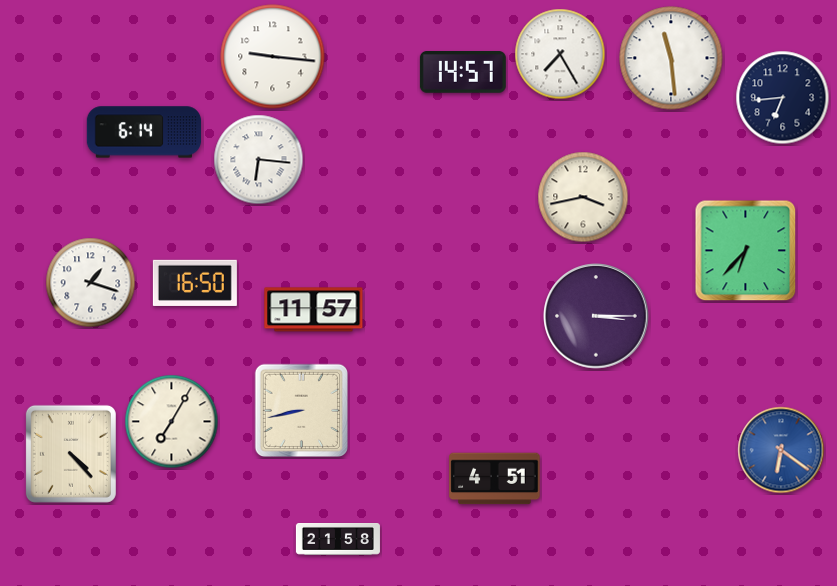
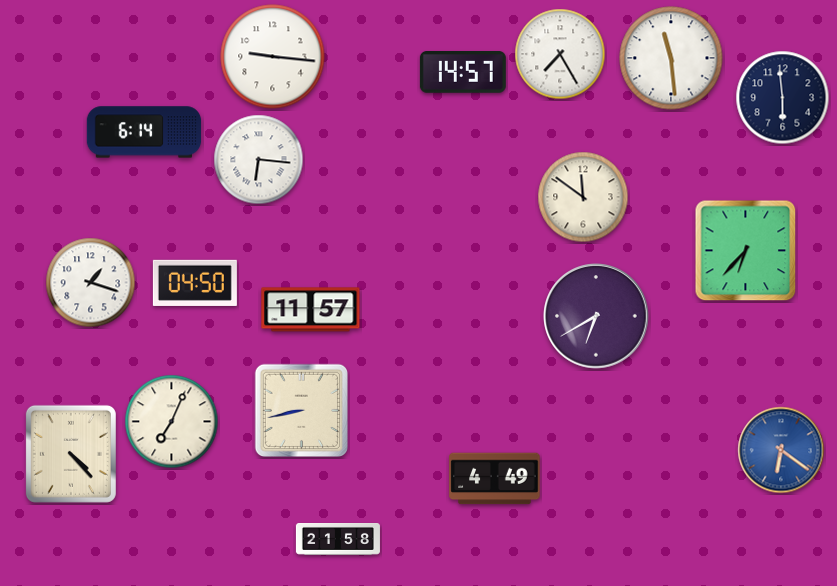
clock at (783, 98): 6:44 -> 5:59
clock at (583, 197): 3:43 -> 11:51
clock at (195, 283): 16:50 -> 04:50
clock at (314, 310) position: (314, 310) -> (311, 310)
clock at (596, 316): 3:15 -> 6:40
clock at (172, 422): 7:05 -> 7:04
clock at (495, 479): 4:51 -> 4:49
